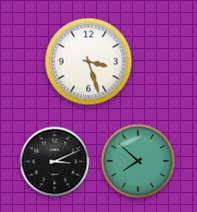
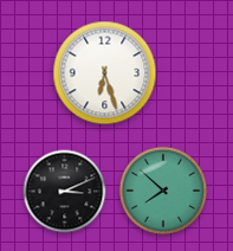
clock at (89, 62): 3:27 -> 6:27
